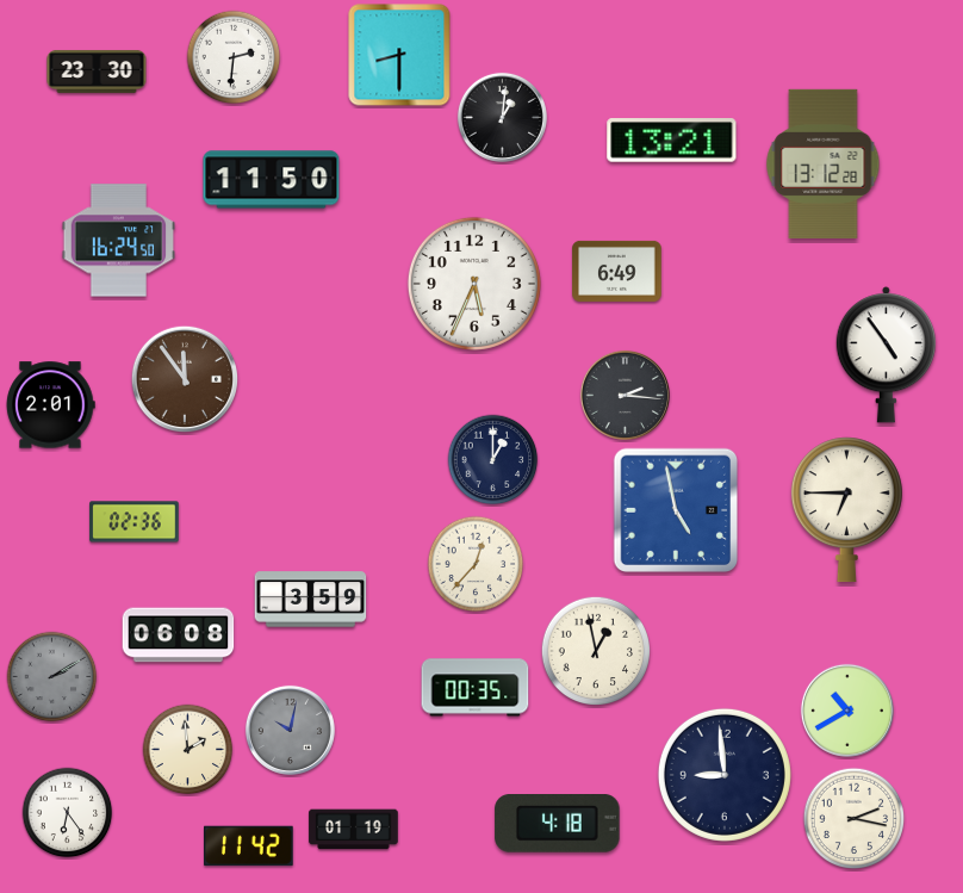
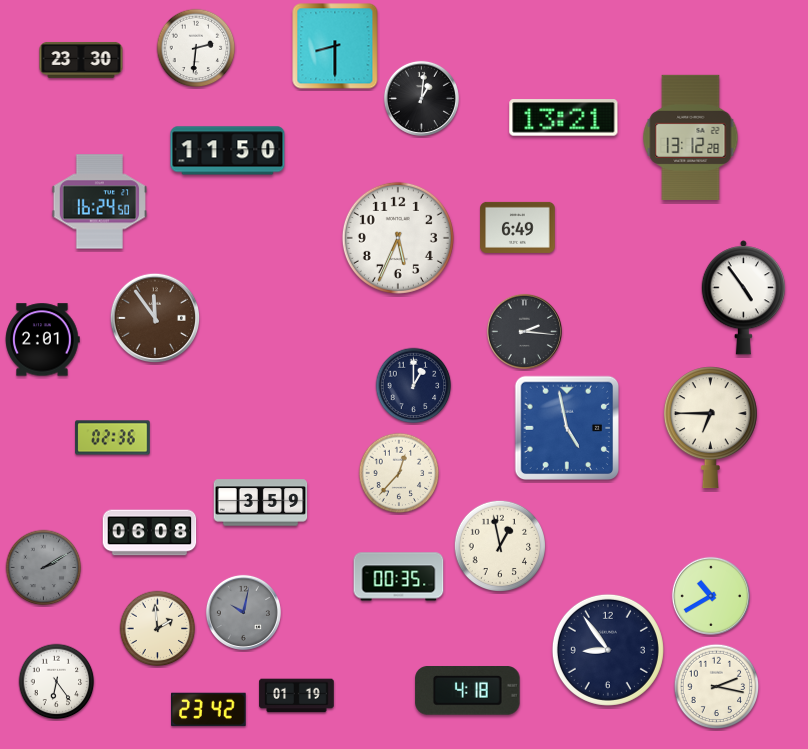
clock at (725, 775): 8:59 -> 8:54
clock at (249, 847): 11:42 -> 23:42
